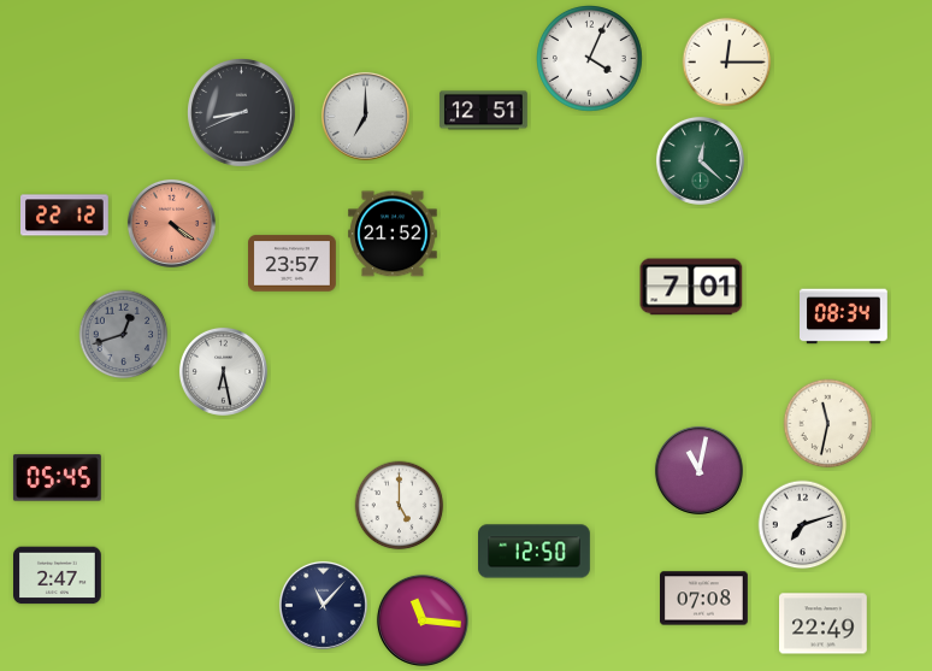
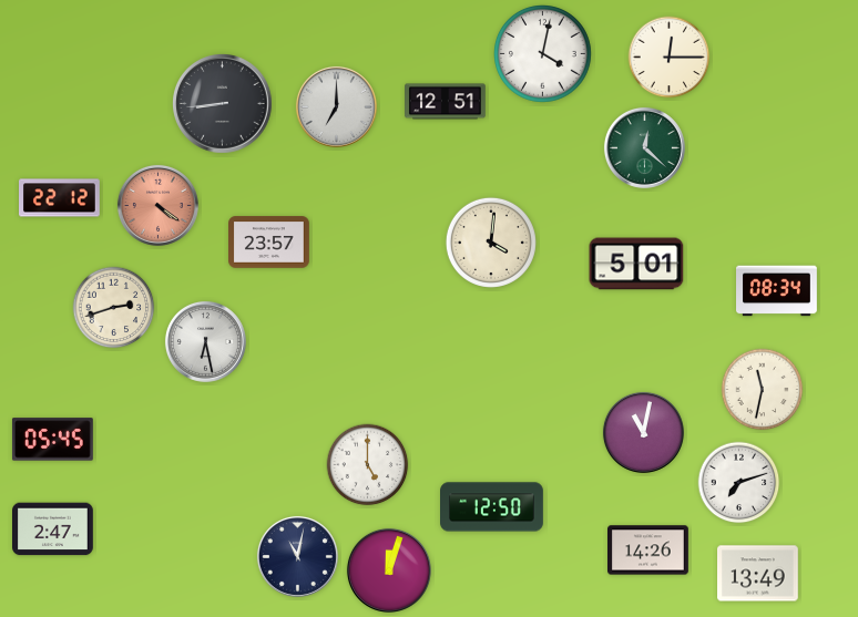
clock at (590, 59): 4:04 -> 4:02
clock at (242, 113): 8:41 -> 8:44
clock at (393, 234): 21:52 -> none
clock at (491, 243): none -> 4:01
clock at (691, 287): 7:01 -> 5:01
clock at (124, 335): 12:42 -> 2:42
clock at (124, 335) dial: grey -> cream
clock at (704, 599): 07:08 -> 14:26
clock at (323, 605): 11:07 -> 11:02
clock at (423, 620): 11:16 -> 12:03
clock at (824, 624): 22:49 -> 13:49
